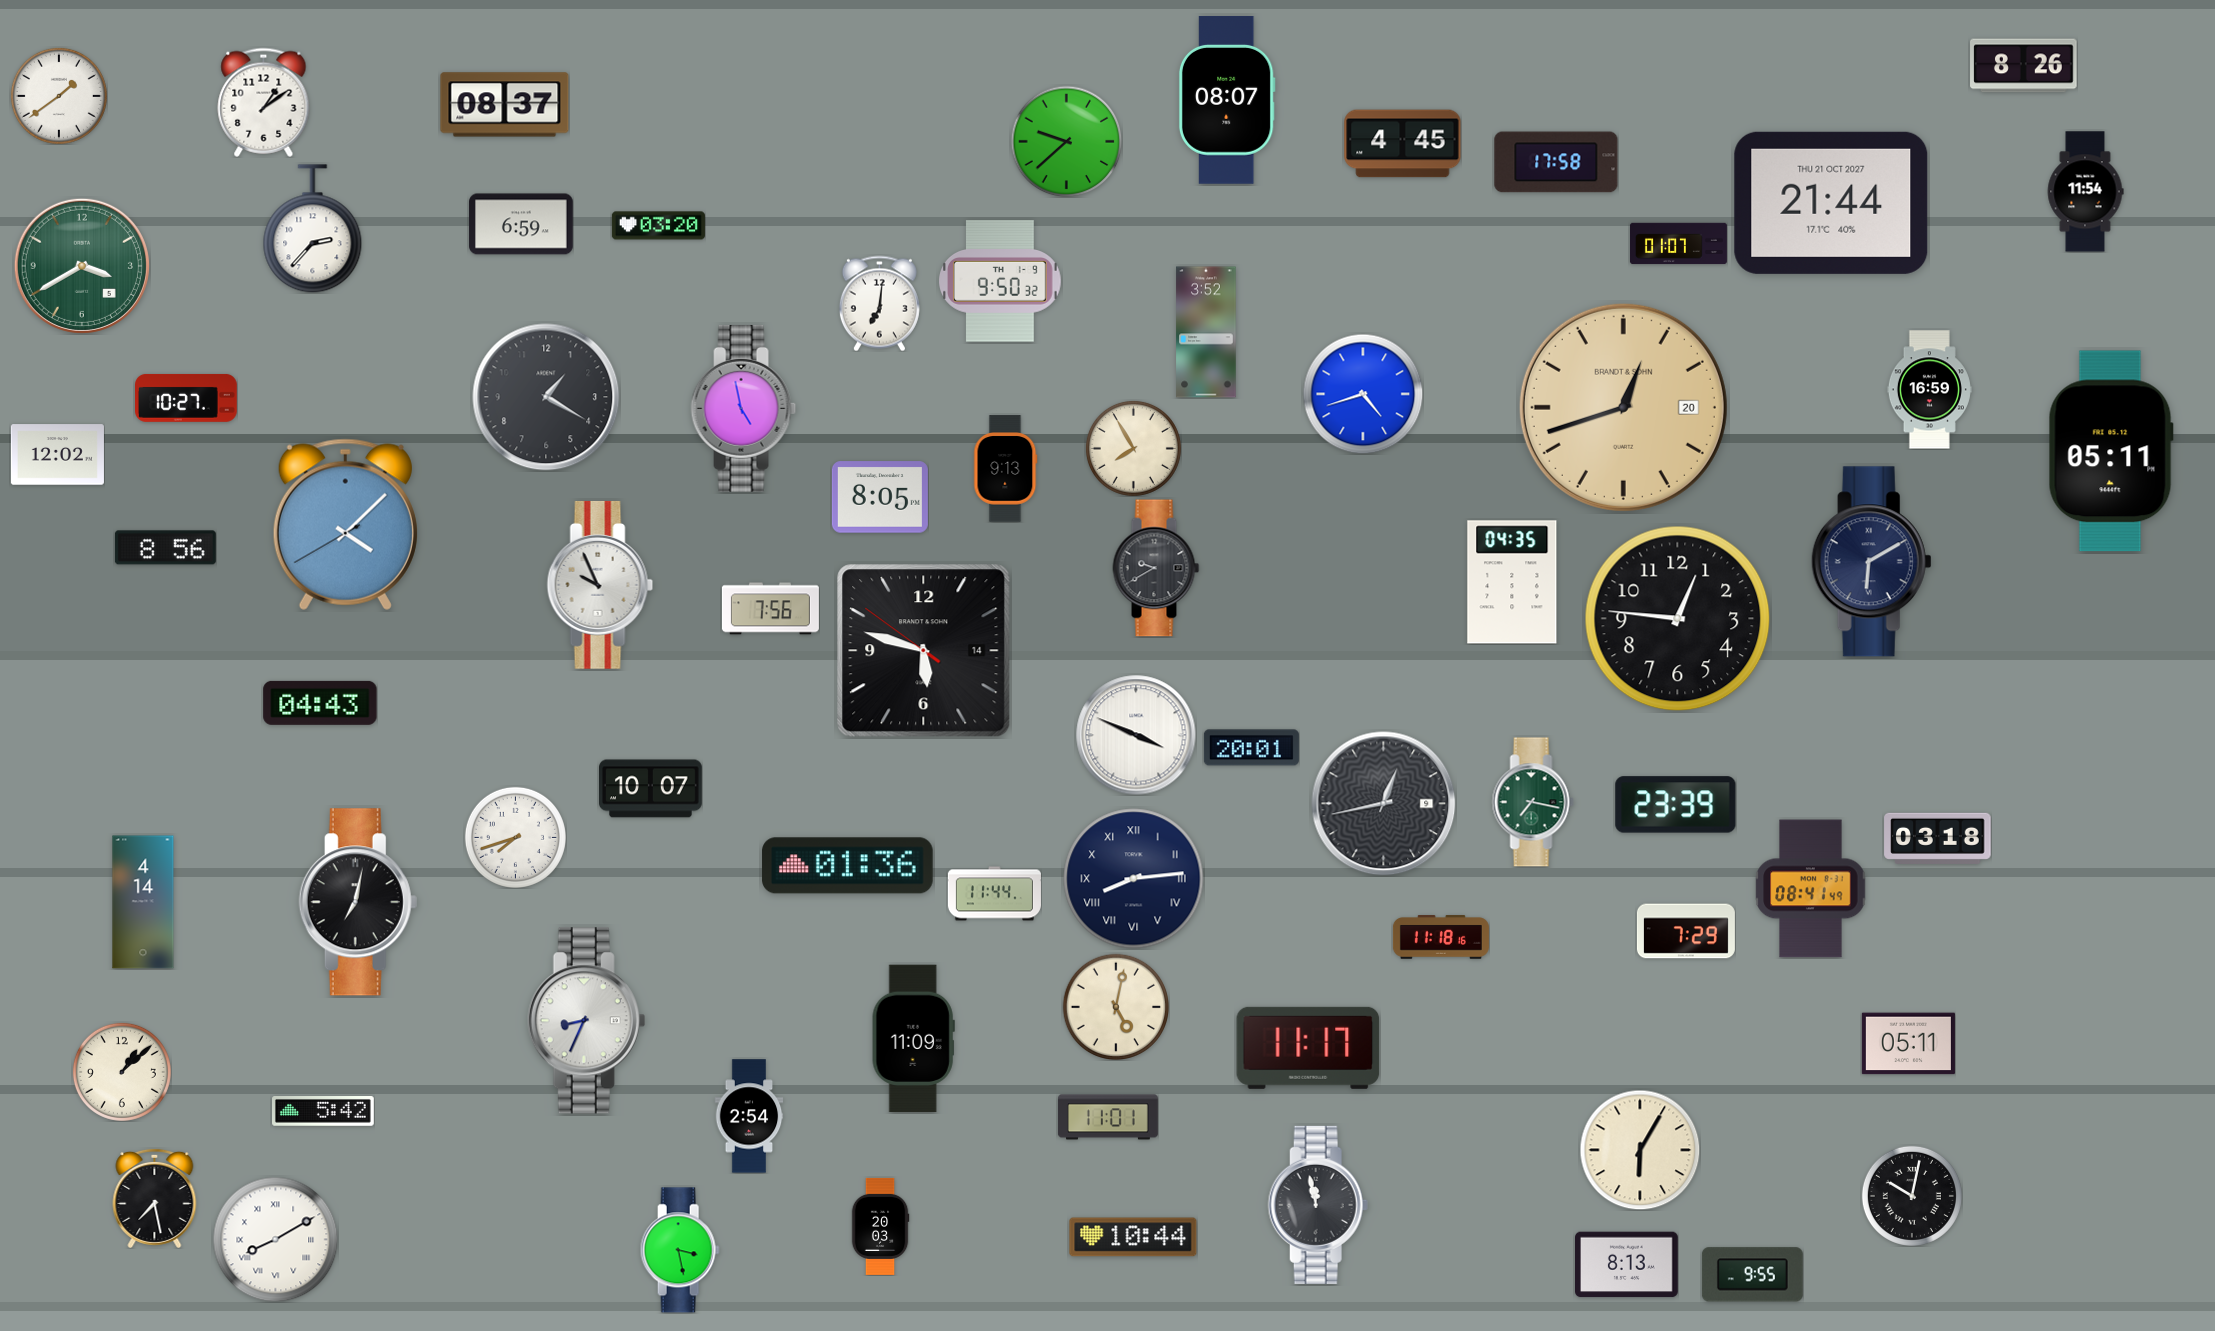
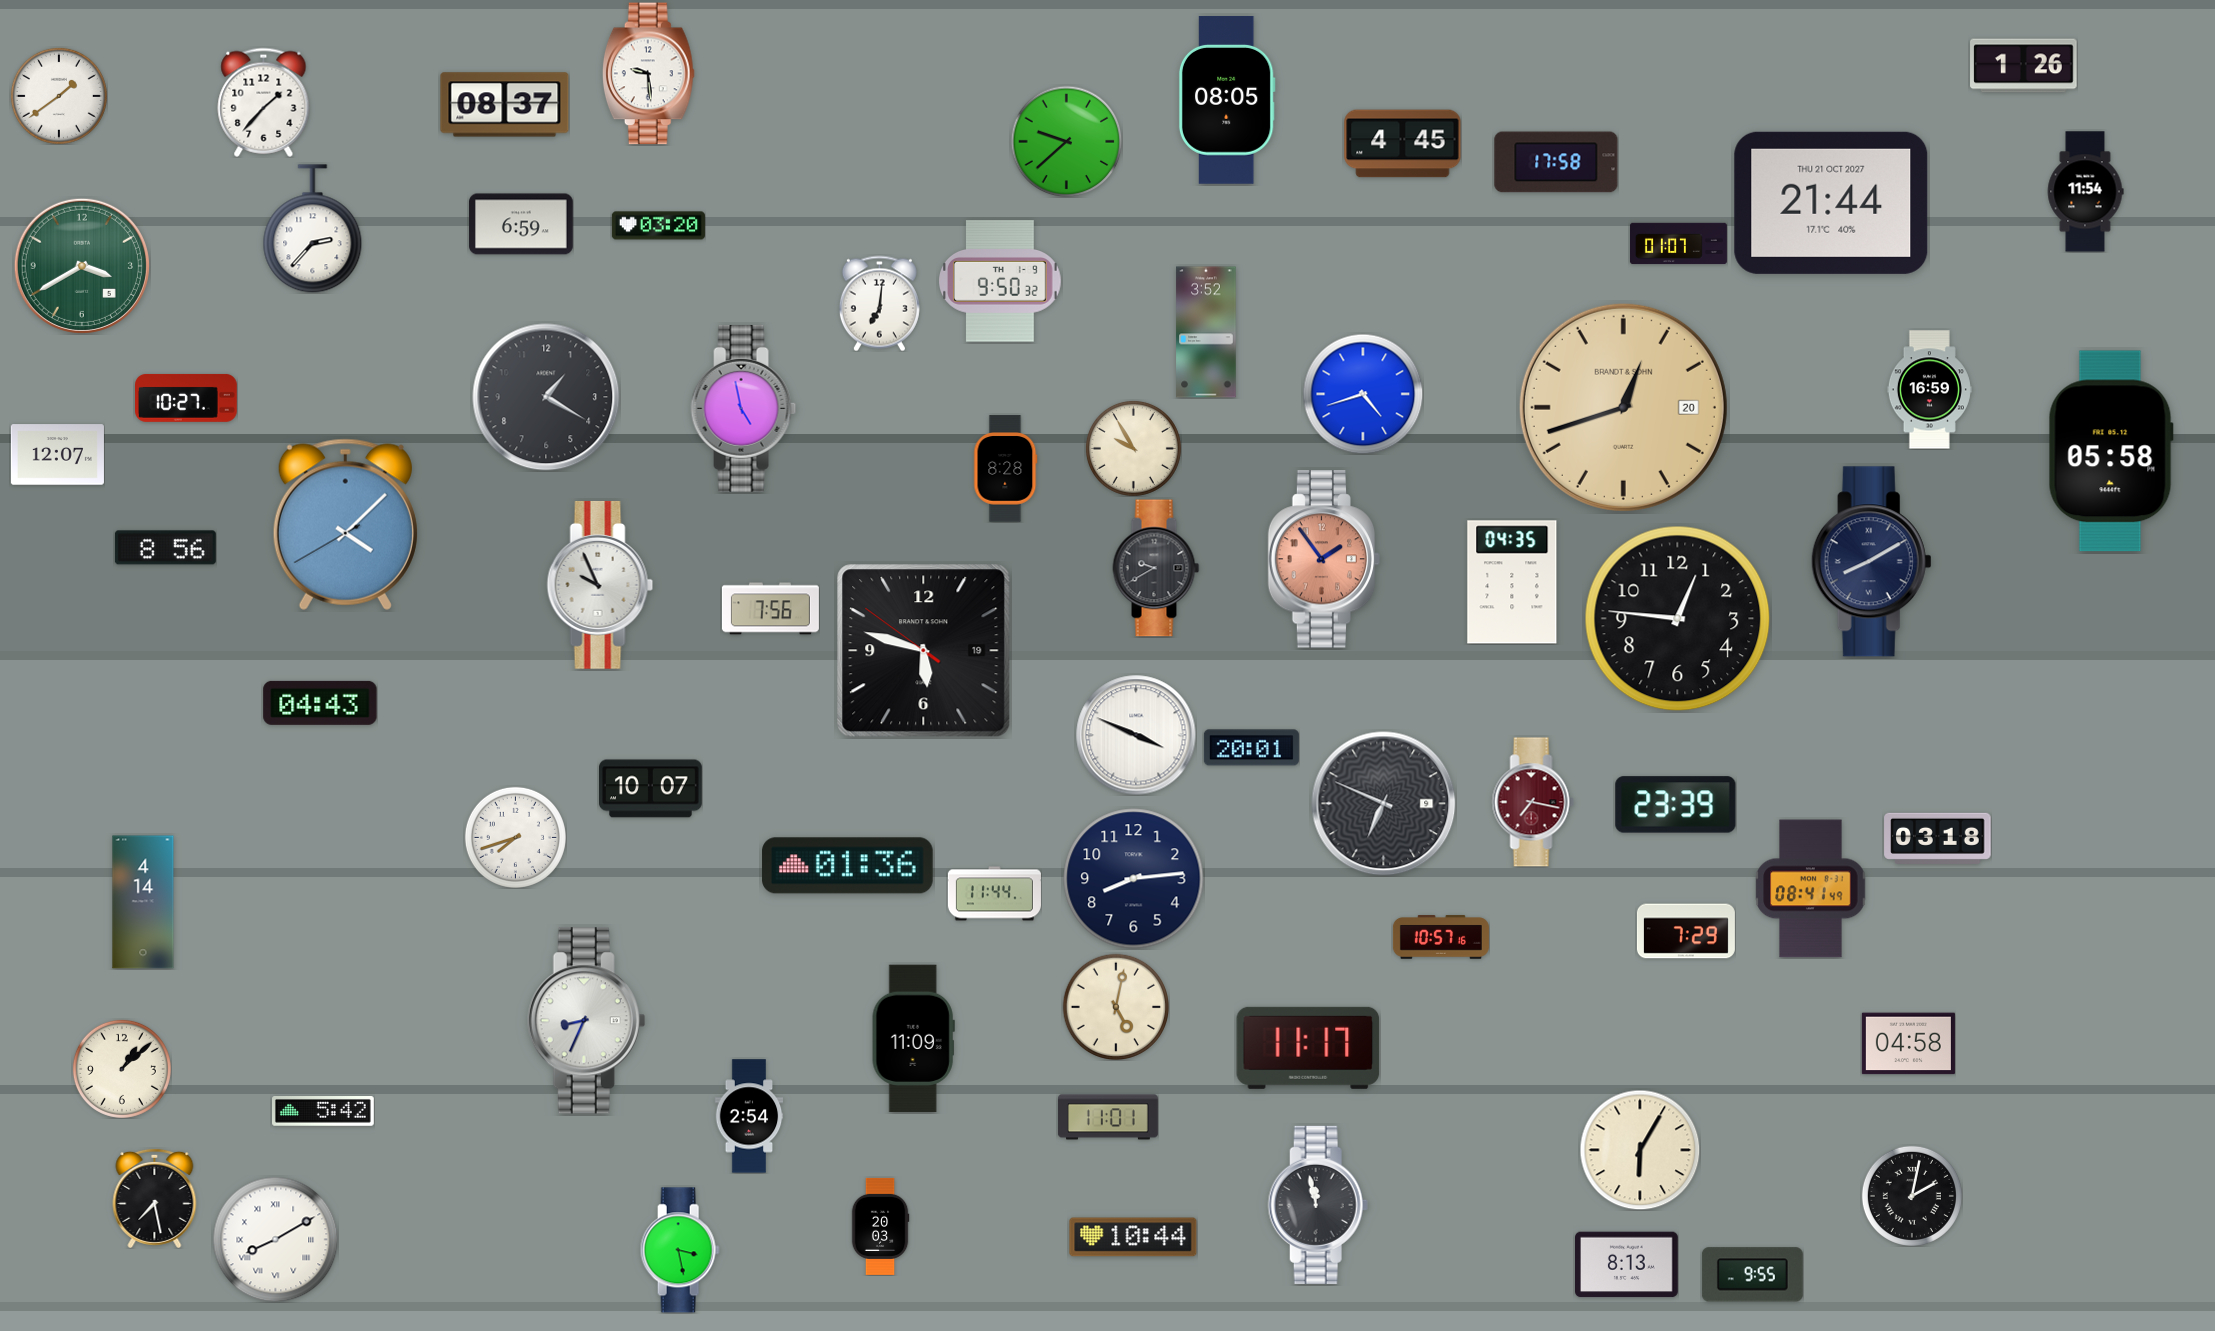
clock at (2024, 66): 8:26 -> 1:26
clock at (648, 74): none -> 9:29
clock at (1227, 101): 08:07 -> 08:05
clock at (264, 102): 1:09 -> 1:37
clock at (1133, 448): 7:55 -> 9:55
clock at (2111, 451): 05:11 -> 05:58
clock at (57, 455): 12:02 -> 12:07
clock at (1006, 469): 9:13 -> 8:28
clock at (880, 497): 8:05 -> none
clock at (1324, 559): none -> 1:54
clock at (1871, 562): 6:10 -> 8:10
clock at (924, 651) date: 14 -> 19
clock at (1533, 802) dial: green -> burgundy
clock at (1384, 804): 12:43 -> 6:49
clock at (1134, 879) numerals: Roman -> Arabic
clock at (358, 902): 7:02 -> none
clock at (1441, 937): 11:18 -> 10:57
clock at (1908, 1044): 05:11 -> 04:58
clock at (122, 1072) position: (122, 1072) -> (122, 1069)
clock at (1912, 1196): 10:02 -> 2:02
